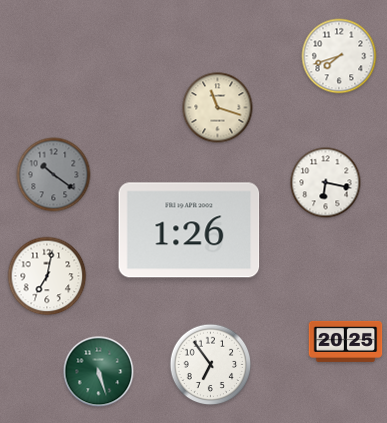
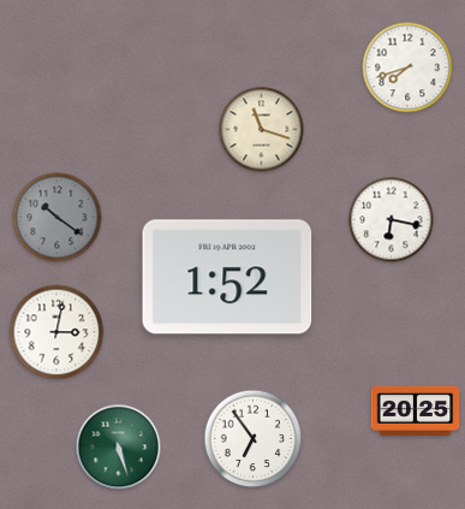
clock at (54, 175) position: (54, 175) -> (58, 218)
clock at (189, 230): 1:26 -> 1:52
clock at (47, 276): 7:02 -> 3:02
